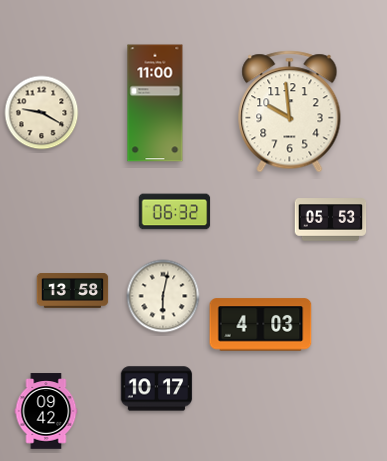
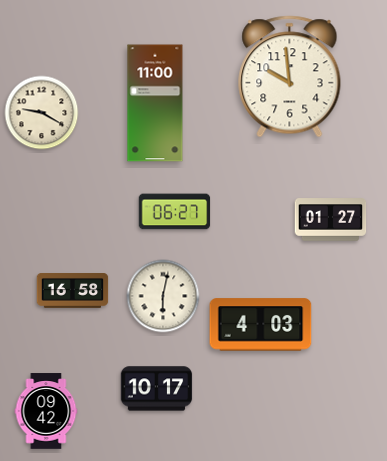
clock at (290, 112) position: (290, 112) -> (290, 77)
clock at (175, 212): 06:32 -> 06:27
clock at (331, 220): 05:53 -> 01:27
clock at (73, 291): 13:58 -> 16:58
